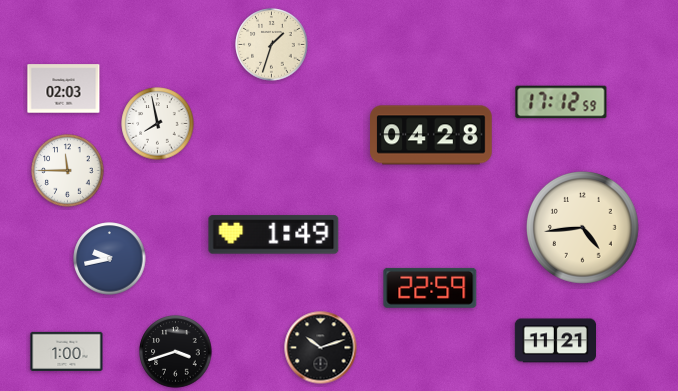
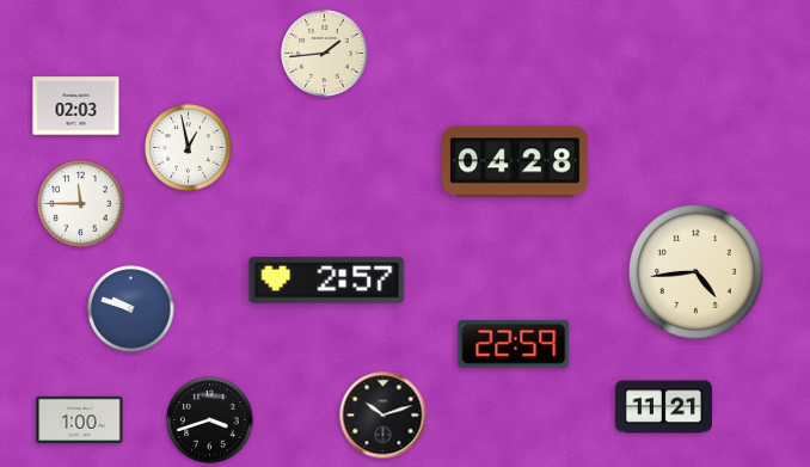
clock at (272, 45): 1:33 -> 1:44
clock at (561, 102): 17:12 -> none
clock at (158, 124): 7:58 -> 12:58
clock at (274, 235): 1:49 -> 2:57
clock at (110, 259): 9:43 -> 9:48
